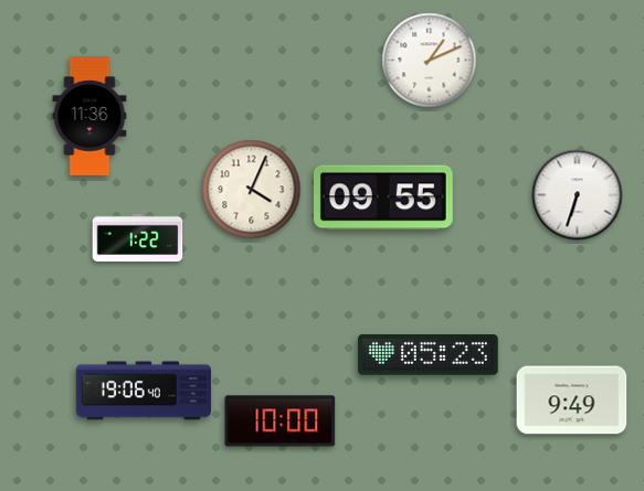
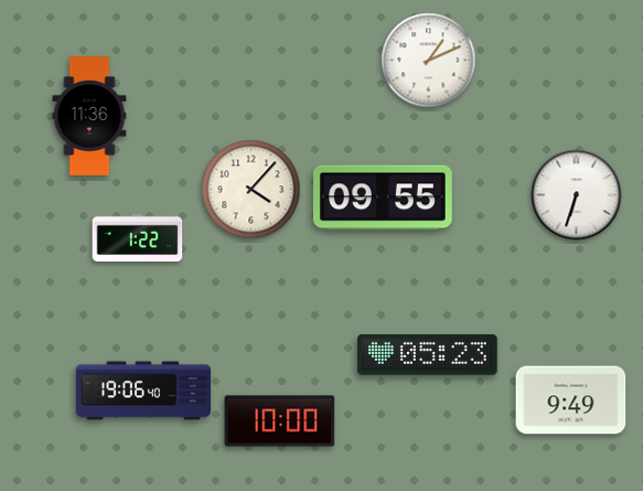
clock at (252, 190): 4:04 -> 4:07
